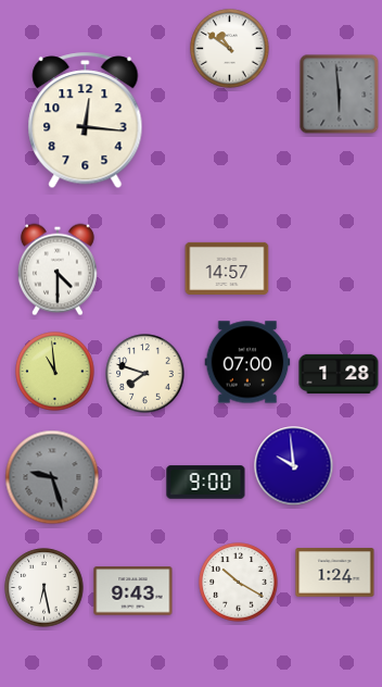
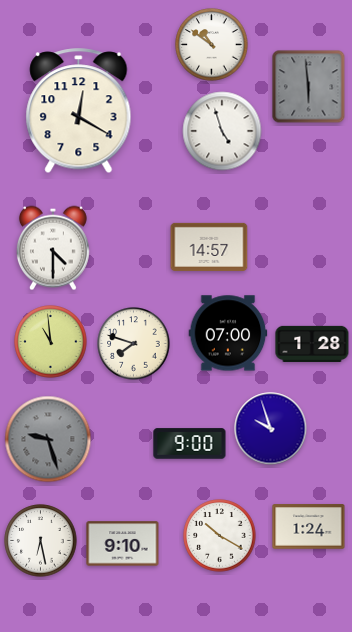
clock at (340, 95) position: (340, 95) -> (309, 87)
clock at (86, 121): 12:16 -> 12:20
clock at (222, 131): none -> 4:57
clock at (294, 466): 9:59 -> 9:57
clock at (133, 591): 9:43 -> 9:10
